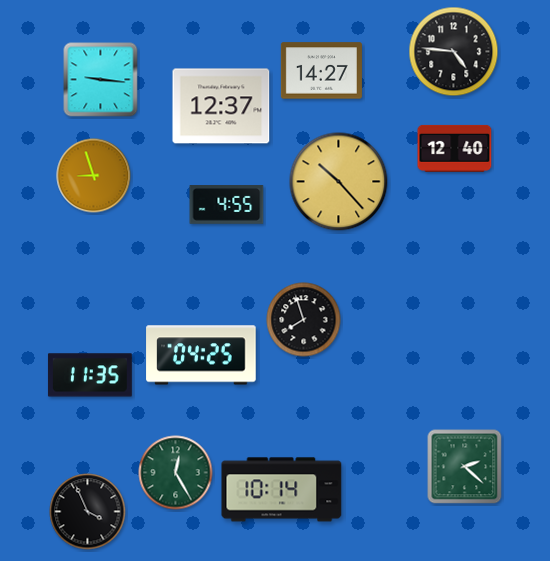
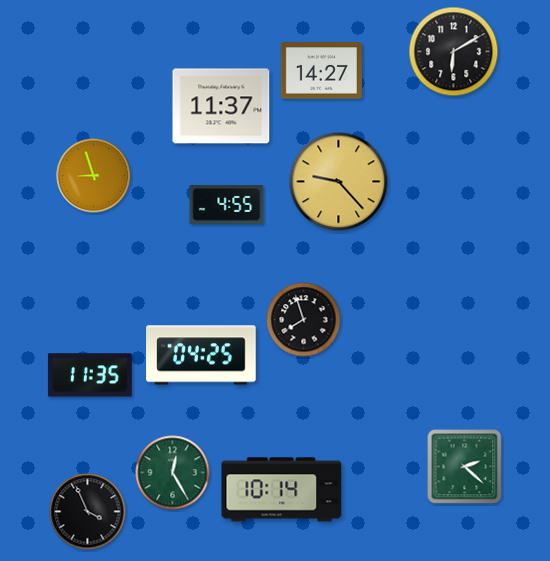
clock at (454, 52): 4:46 -> 6:10
clock at (101, 80): 9:16 -> none
clock at (221, 106): 12:37 -> 11:37
clock at (455, 148): 12:40 -> none
clock at (339, 182): 10:23 -> 9:23
clock at (176, 473) position: (176, 473) -> (173, 473)
